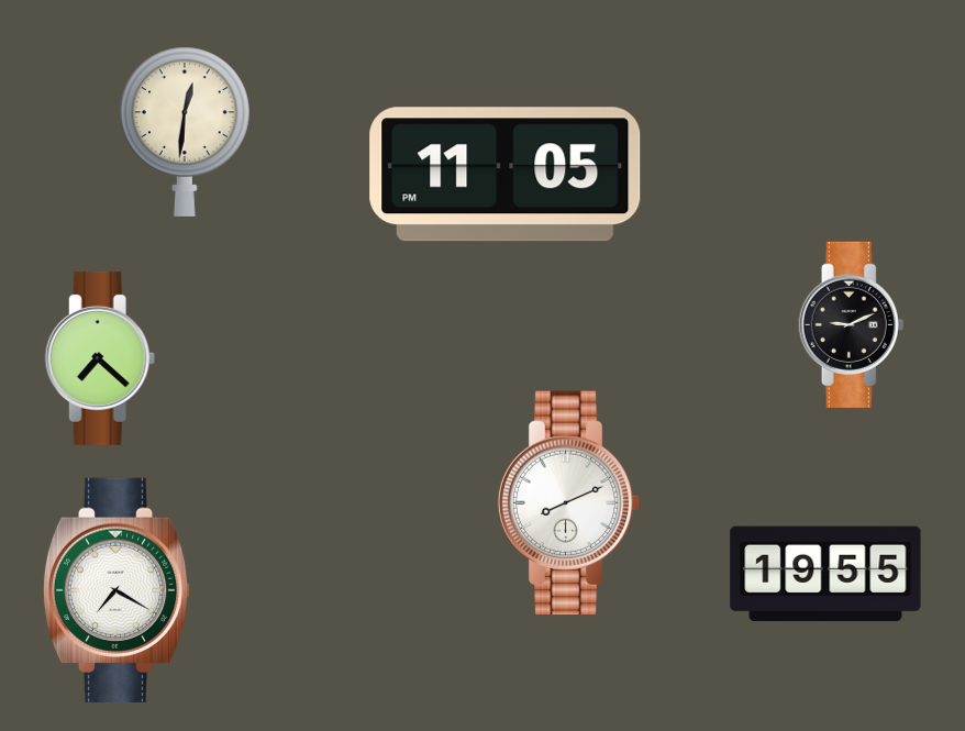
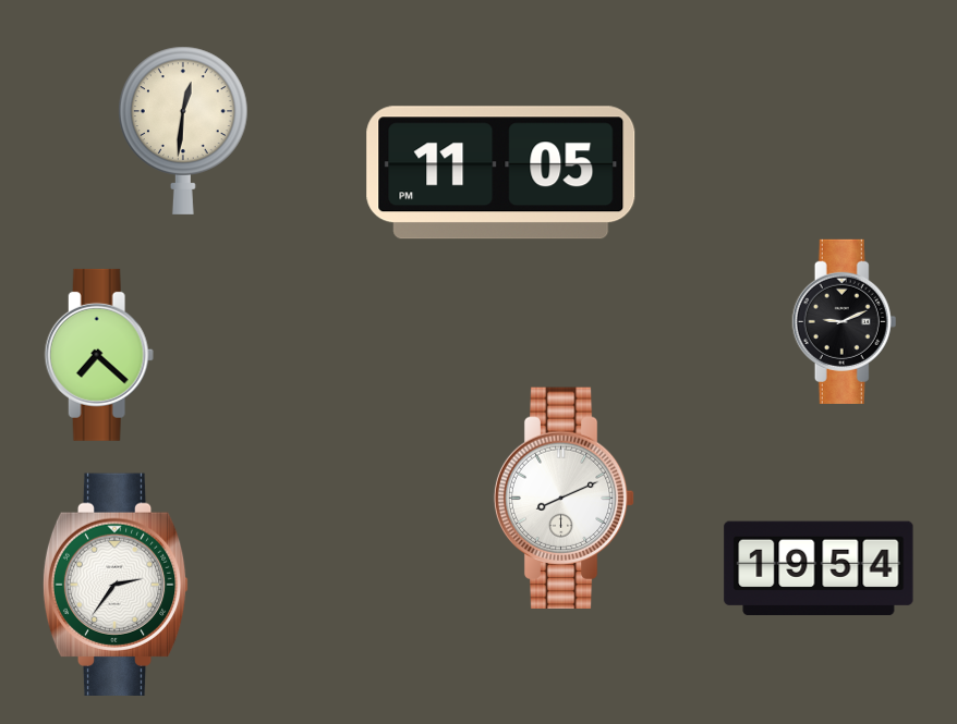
clock at (825, 574): 19:55 -> 19:54
clock at (117, 589): 7:20 -> 2:36
